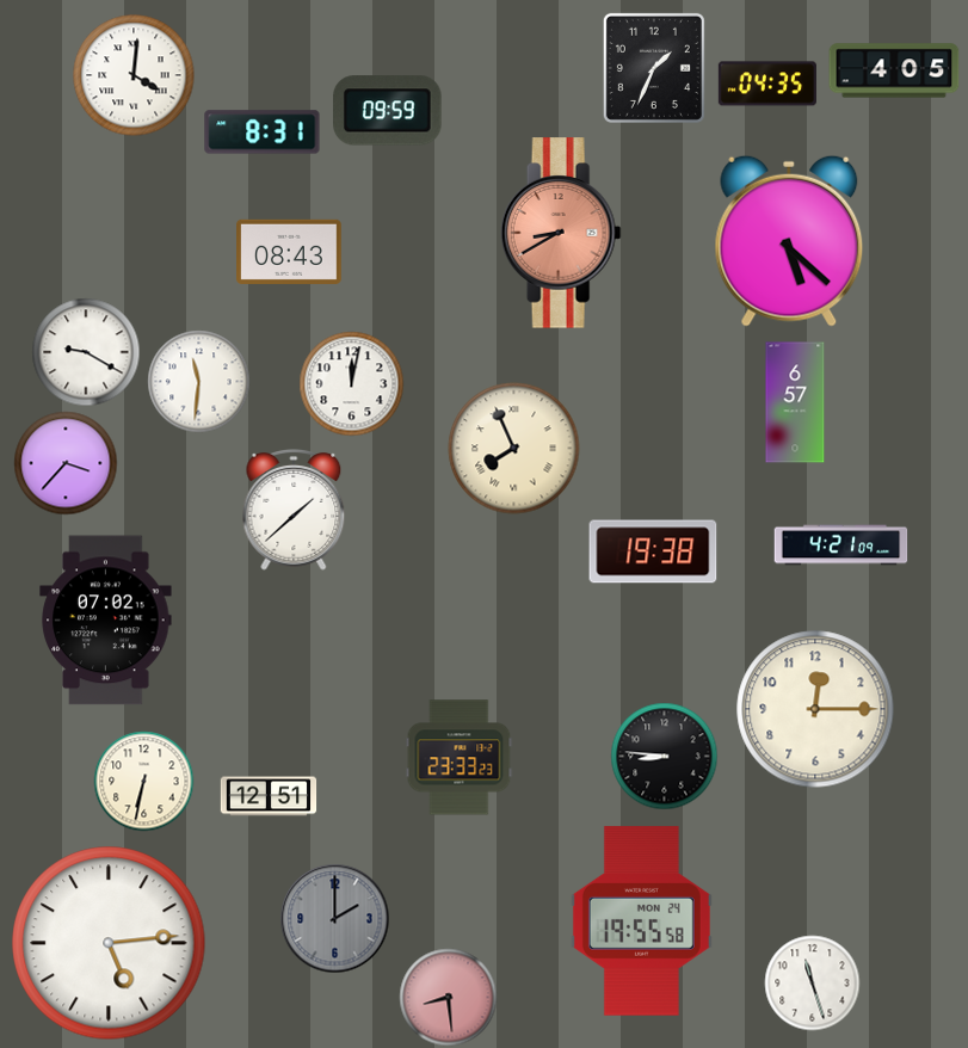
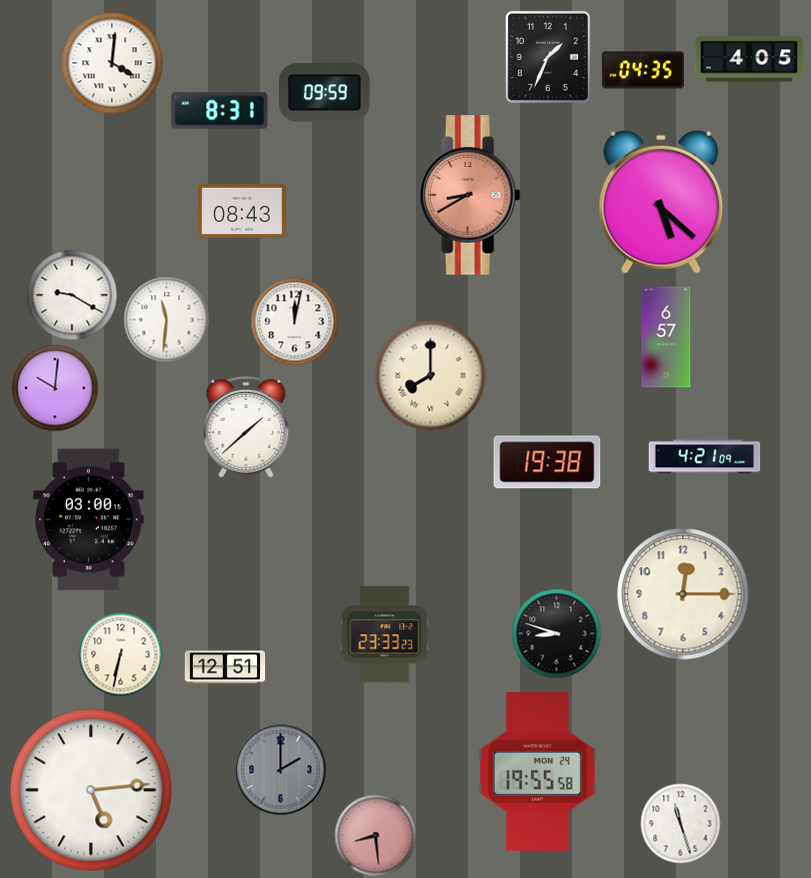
clock at (514, 449): 7:56 -> 8:00
clock at (66, 463): 3:37 -> 10:01
clock at (106, 621): 07:02 -> 03:00
clock at (665, 757): 8:46 -> 8:48
